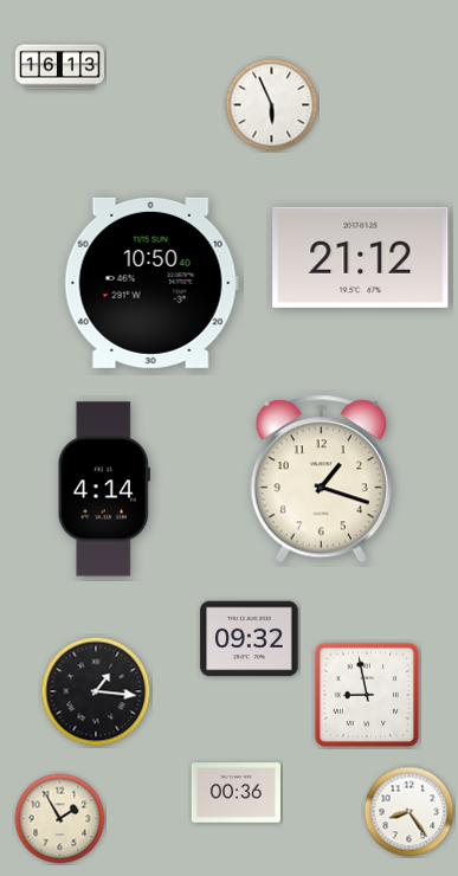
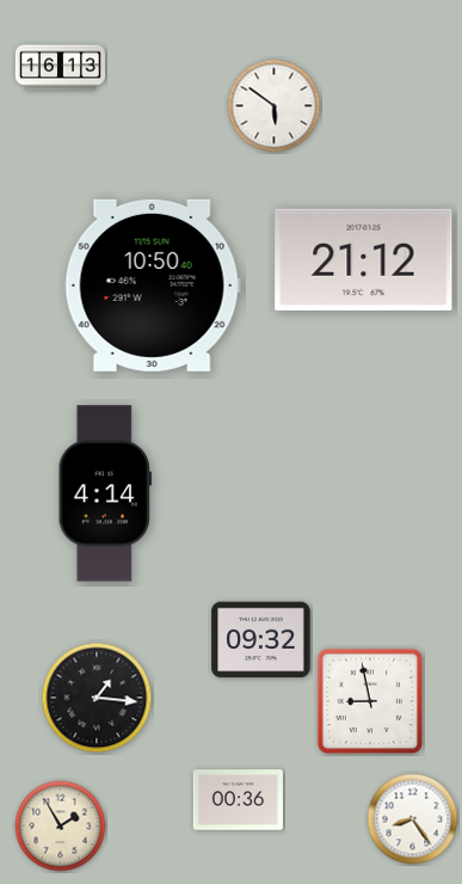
clock at (272, 105): 5:56 -> 5:51
clock at (321, 479): 1:18 -> none
clock at (250, 639) position: (250, 639) -> (261, 640)
